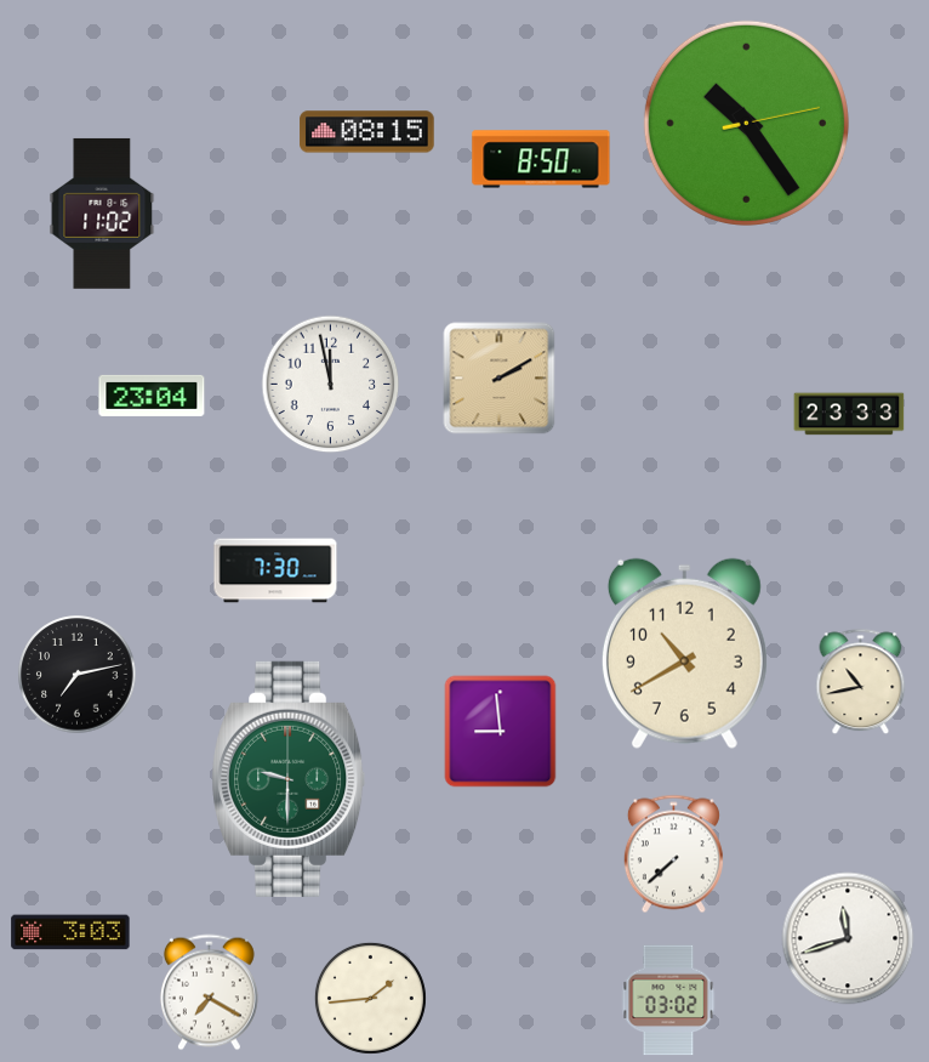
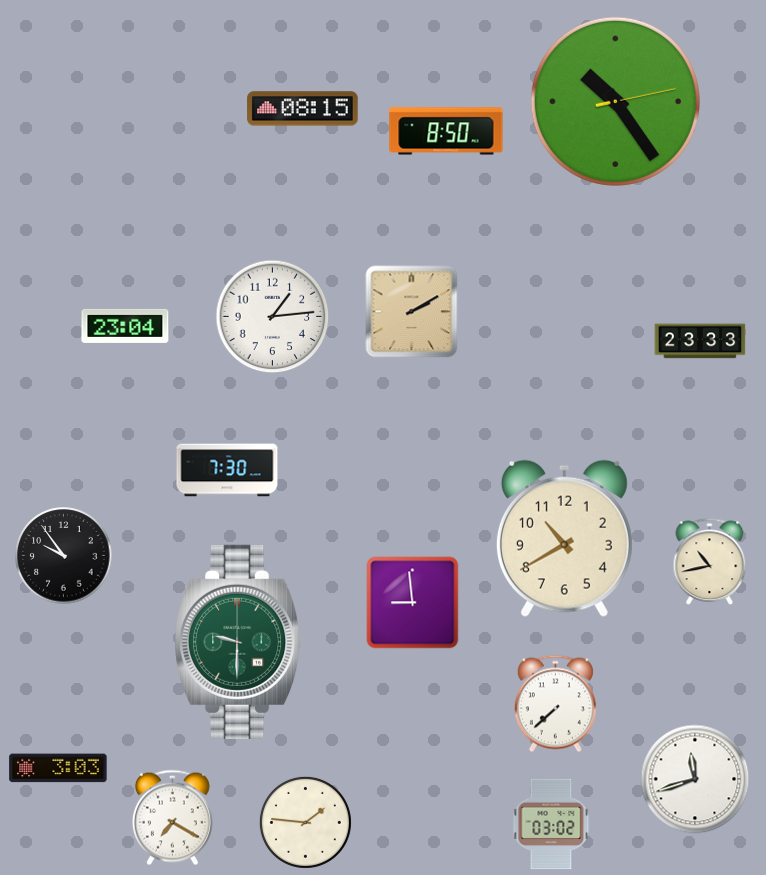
clock at (102, 214): 11:02 -> none
clock at (331, 385): 11:58 -> 1:14
clock at (78, 675): 7:13 -> 9:54
clock at (848, 938) position: (848, 938) -> (695, 779)
clock at (370, 998): 1:44 -> 1:46
